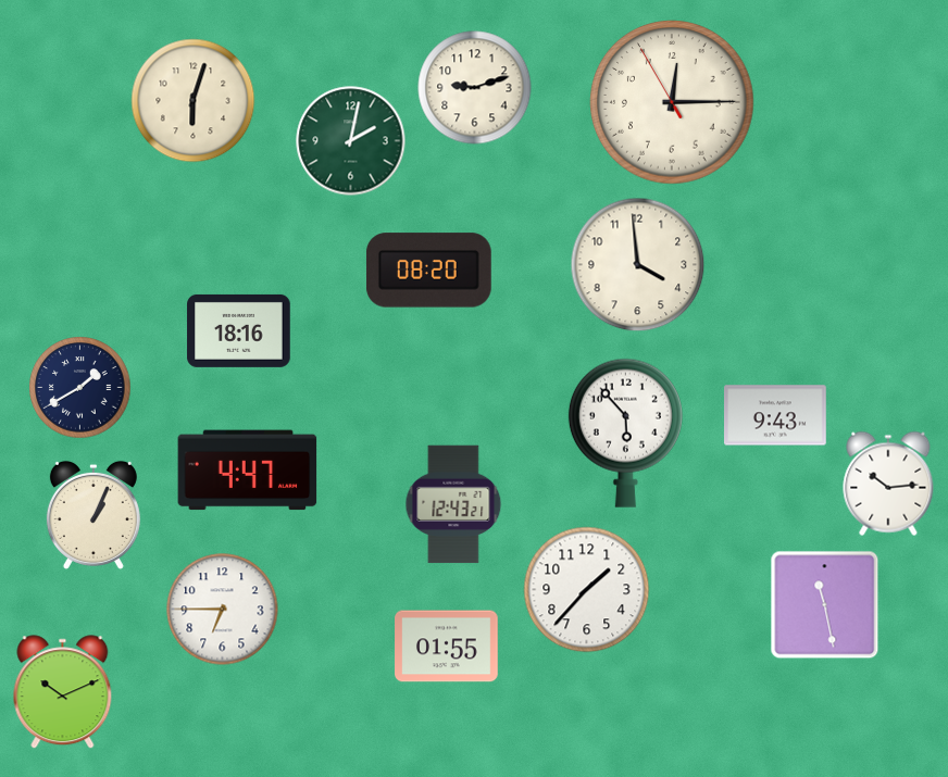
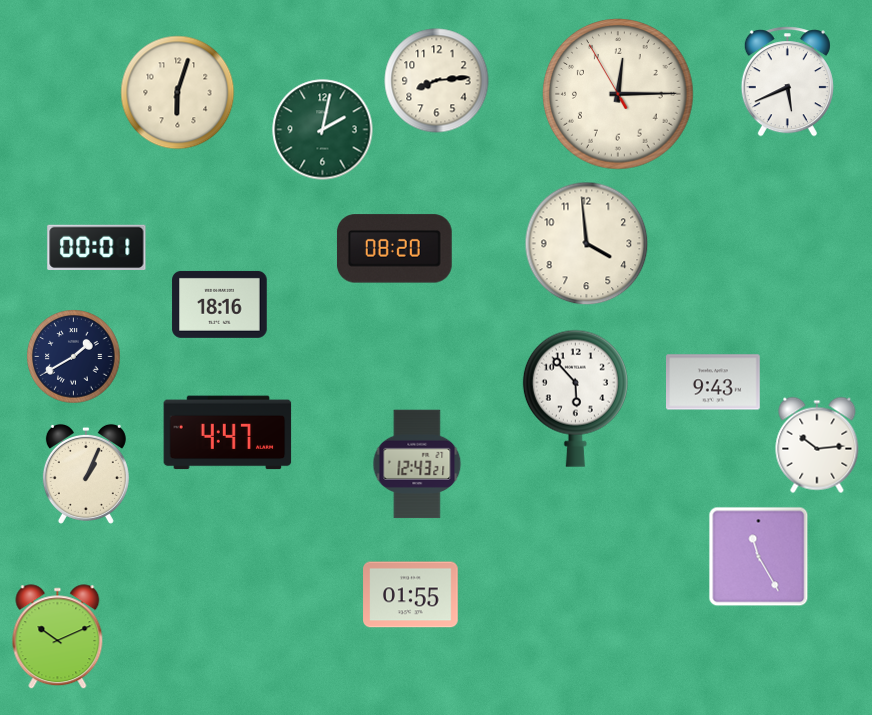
clock at (475, 88): 9:12 -> 8:14
clock at (787, 82): none -> 5:41
clock at (97, 247): none -> 00:01
clock at (587, 590): 1:37 -> none
clock at (825, 605): 11:28 -> 11:25
clock at (223, 610): 6:45 -> none
